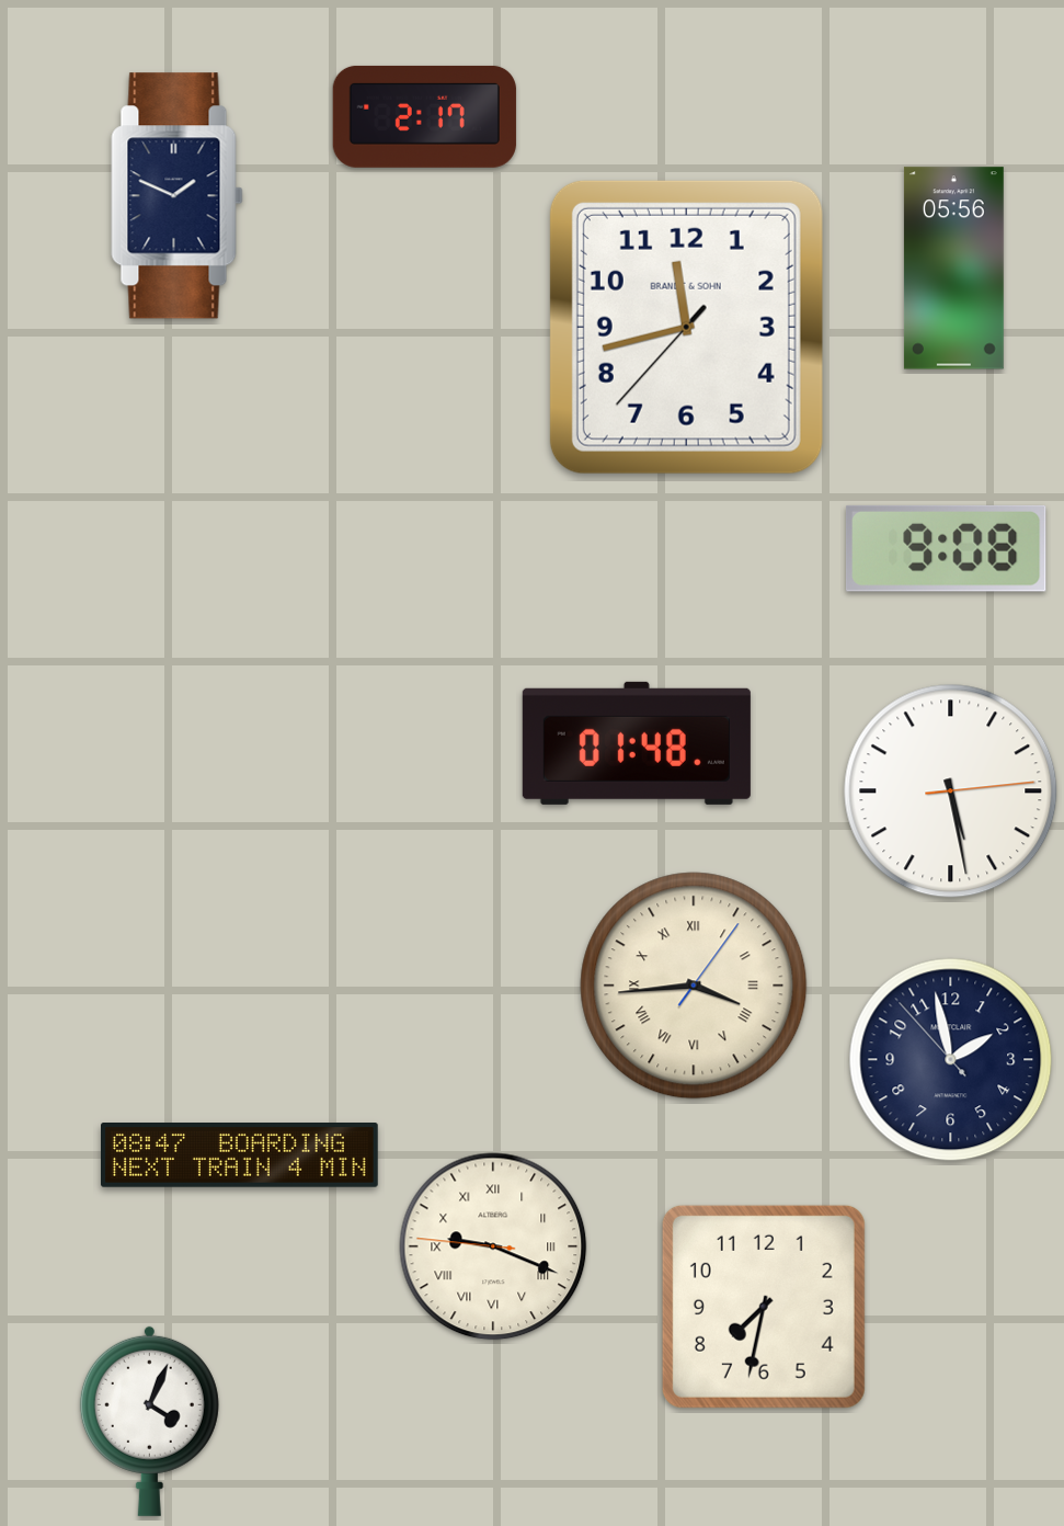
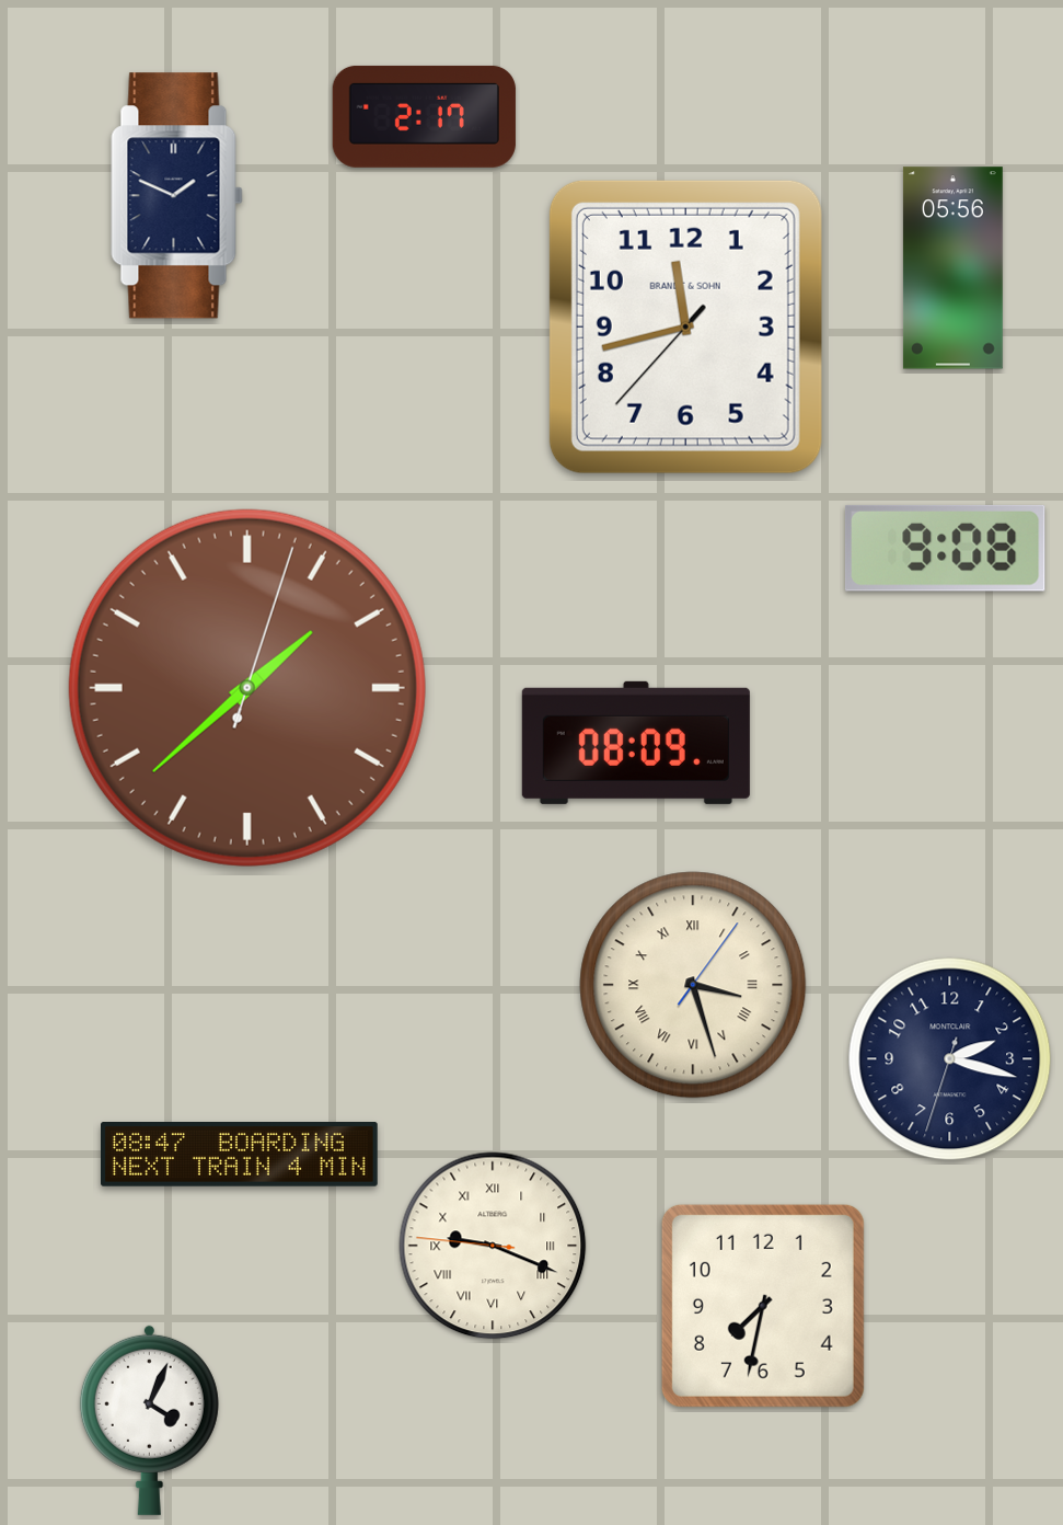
clock at (247, 688): none -> 1:38
clock at (637, 743): 01:48 -> 08:09
clock at (951, 792): 5:28 -> none
clock at (694, 986): 3:44 -> 3:27
clock at (951, 1060): 1:57 -> 2:17
